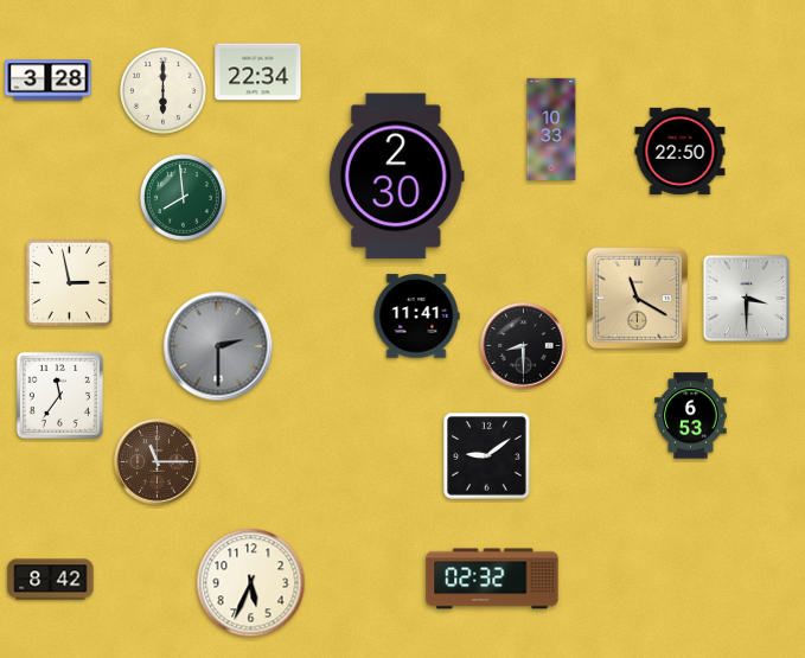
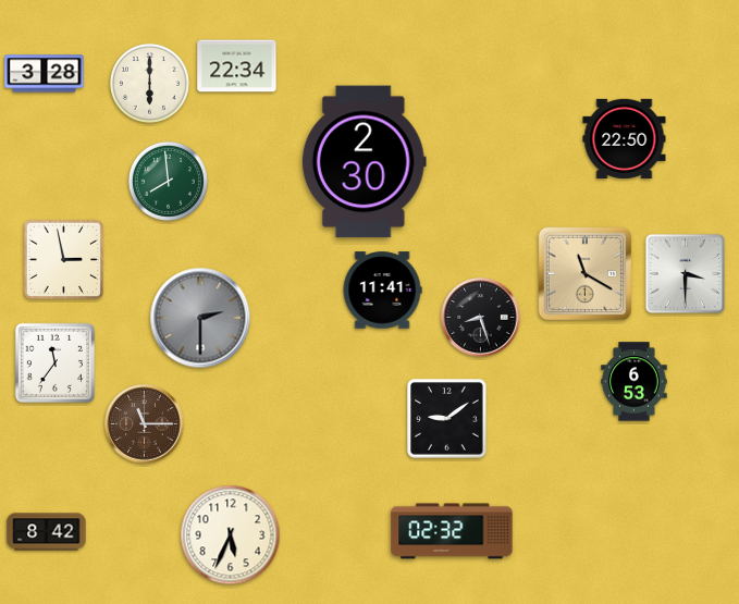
clock at (551, 129): 10:33 -> none
clock at (524, 346): 8:30 -> 8:27
